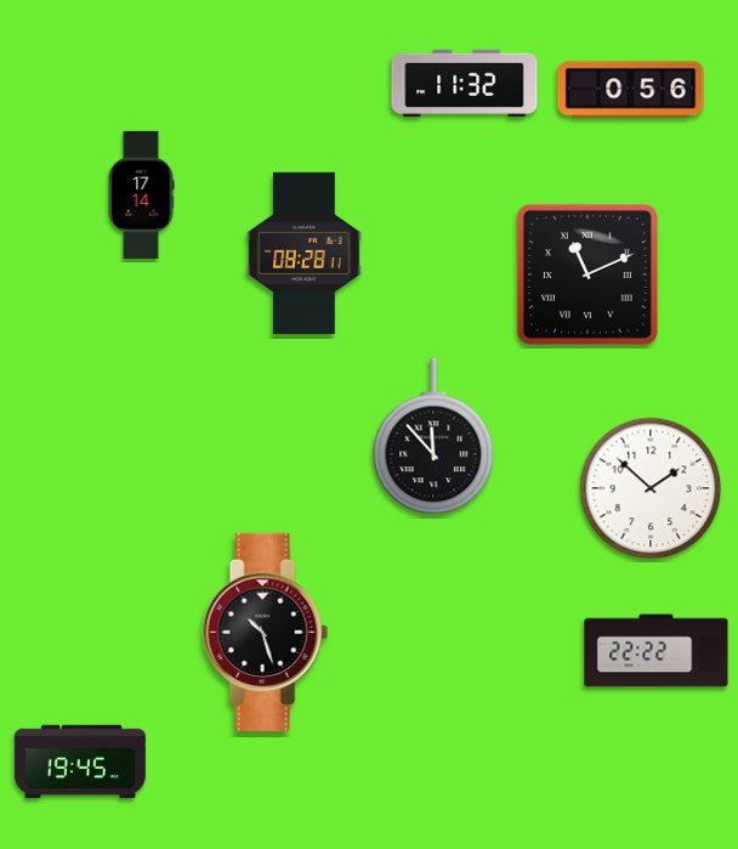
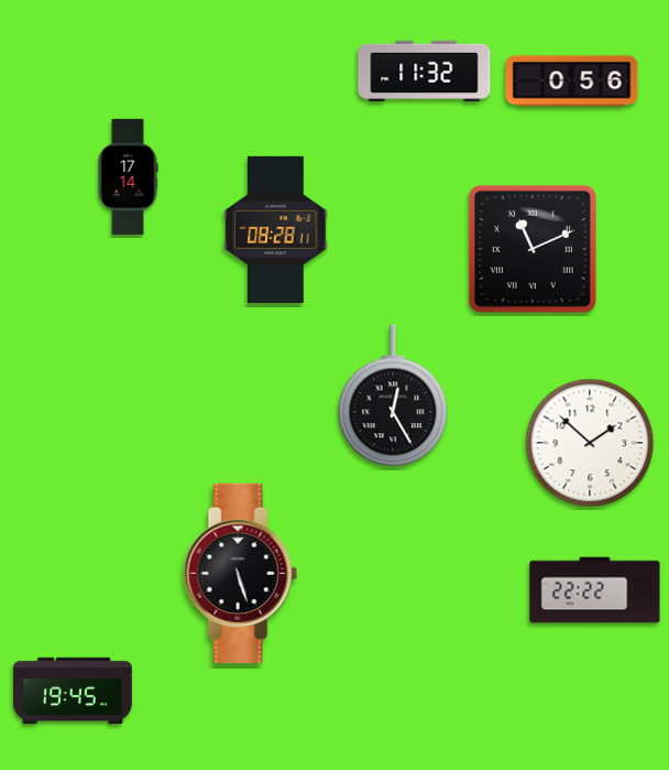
clock at (465, 84) position: (465, 84) -> (425, 72)
clock at (433, 436): 11:53 -> 12:25
clock at (265, 632): 10:27 -> 5:27
